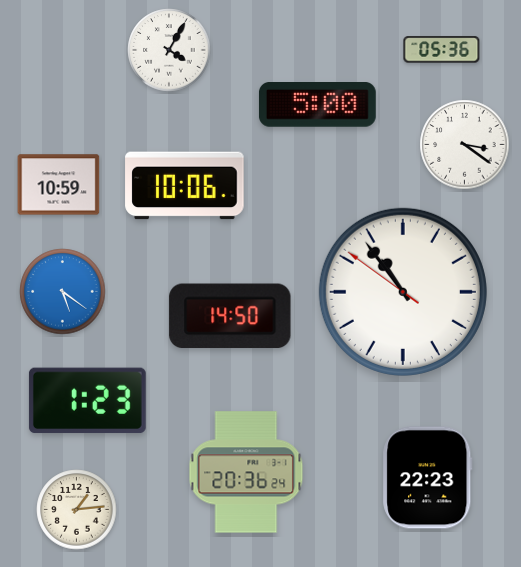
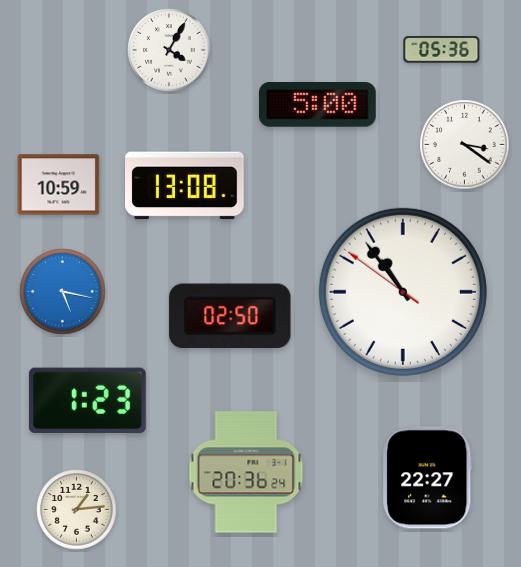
clock at (185, 186): 10:06 -> 13:08
clock at (63, 292): 5:21 -> 5:17
clock at (230, 316): 14:50 -> 02:50
clock at (428, 478): 22:23 -> 22:27
